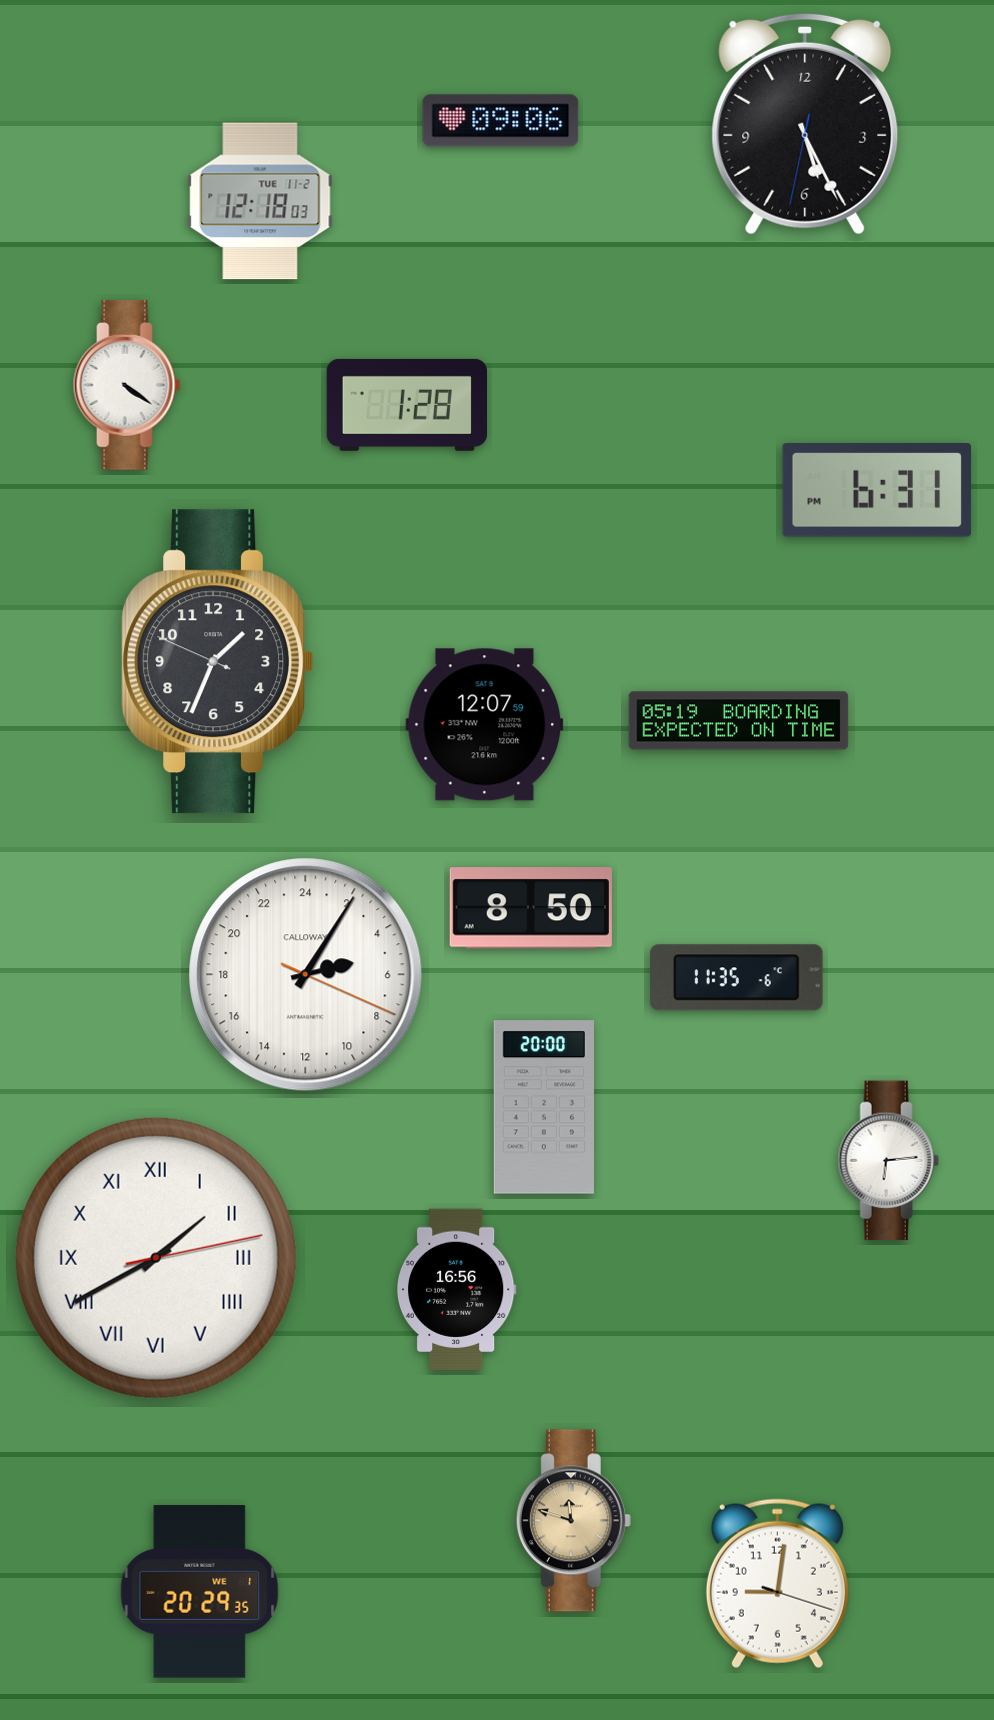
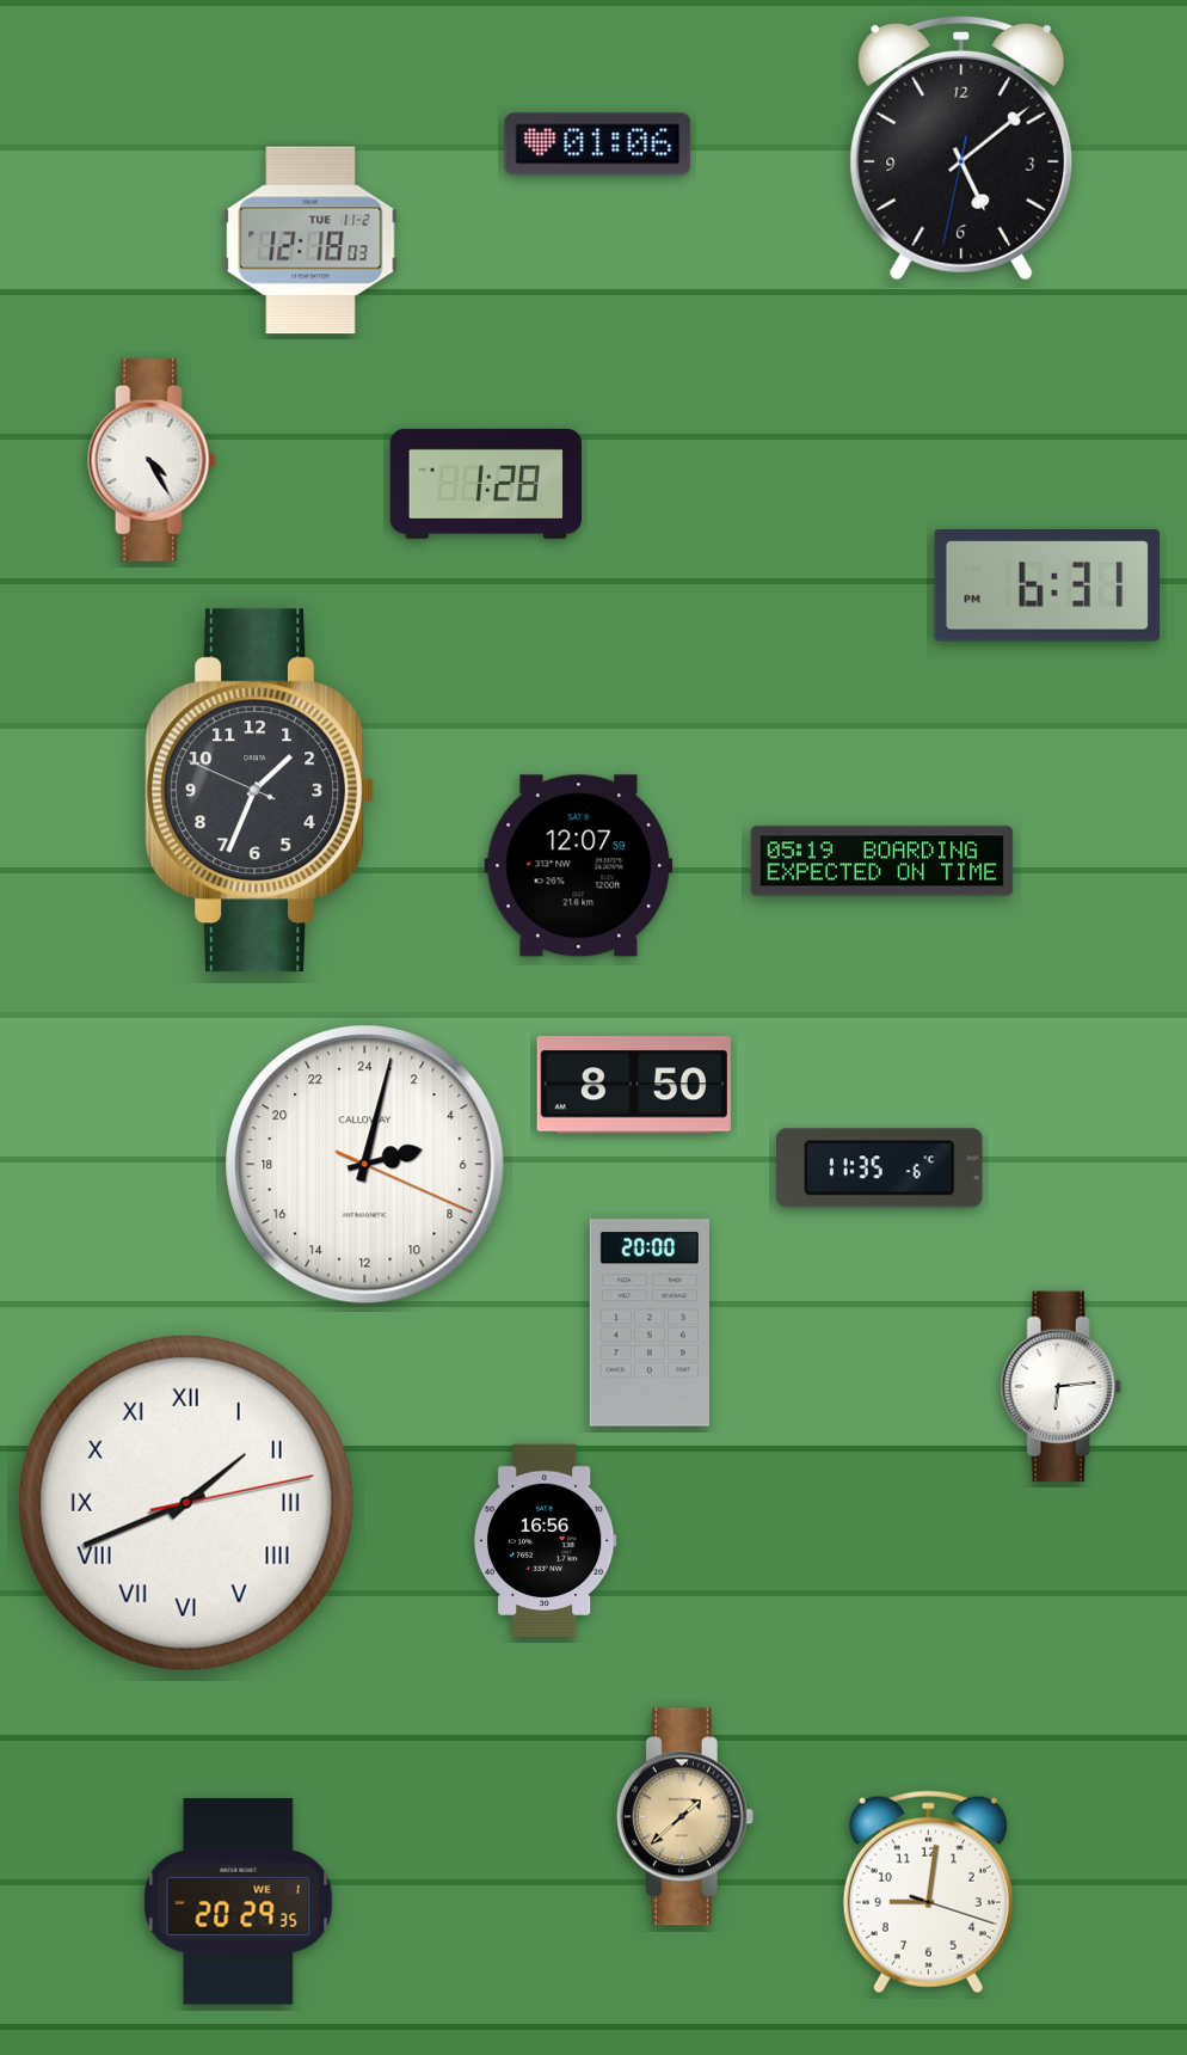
clock at (501, 121): 09:06 -> 01:06
clock at (805, 124): 5:25 -> 5:08
clock at (127, 385): 4:21 -> 4:25
clock at (306, 975): 5:05 -> 5:02
clock at (156, 1258): 1:40 -> 1:41
clock at (573, 1521): 11:48 -> 1:38
